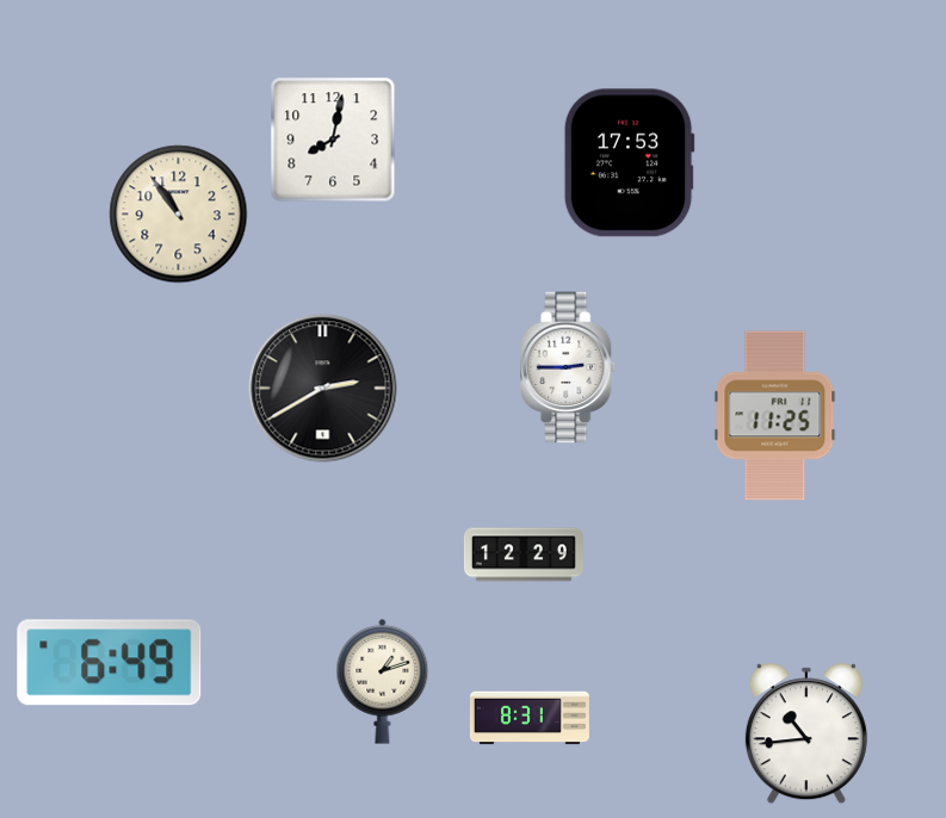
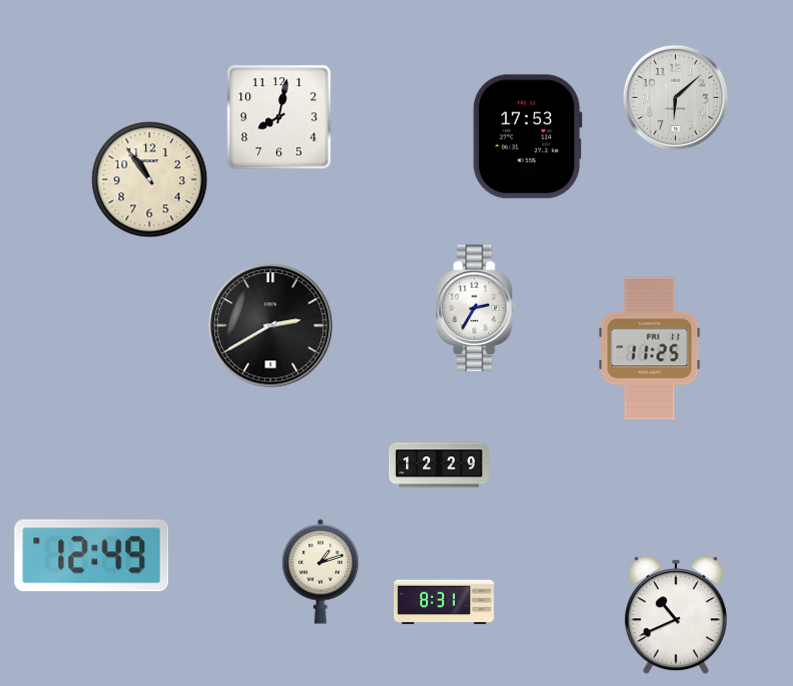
clock at (675, 97): none -> 6:08
clock at (569, 367): 2:45 -> 2:35
clock at (110, 663): 6:49 -> 12:49
clock at (806, 733): 10:44 -> 10:41
